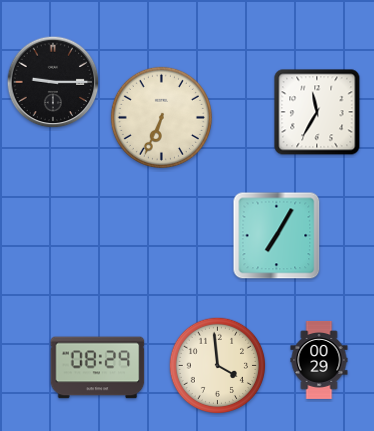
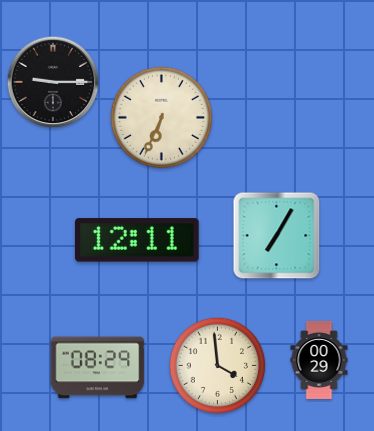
clock at (317, 112): 11:35 -> none
clock at (137, 240): none -> 12:11
